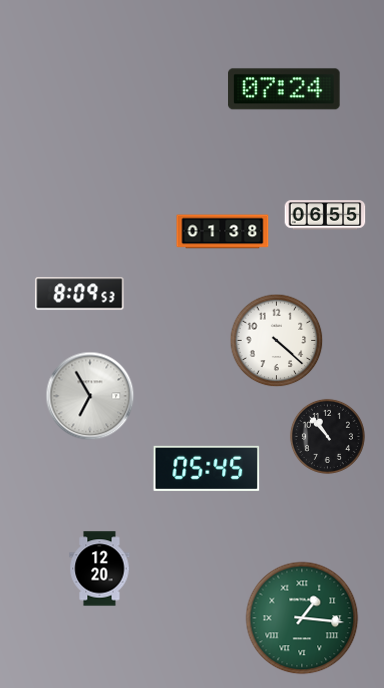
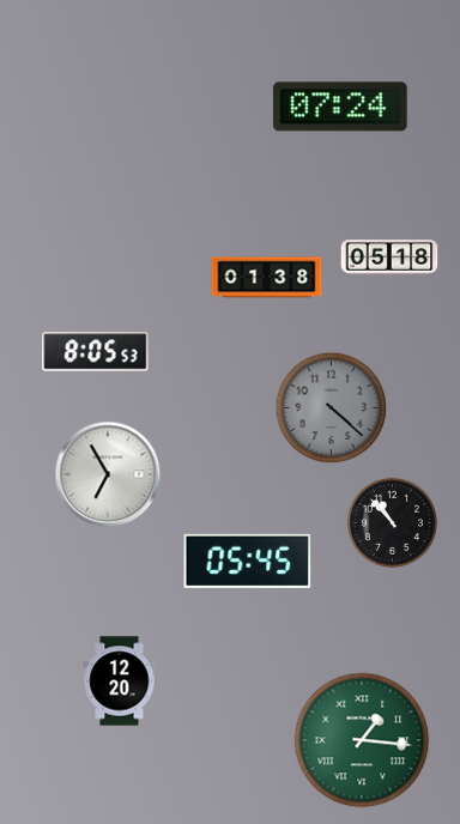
clock at (325, 215): 06:55 -> 05:18
clock at (80, 294): 8:09 -> 8:05
clock at (277, 341) dial: white -> grey
